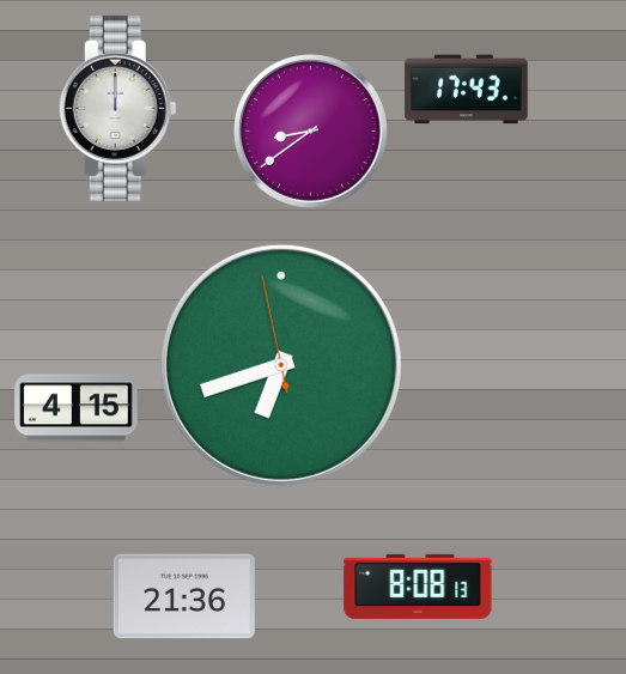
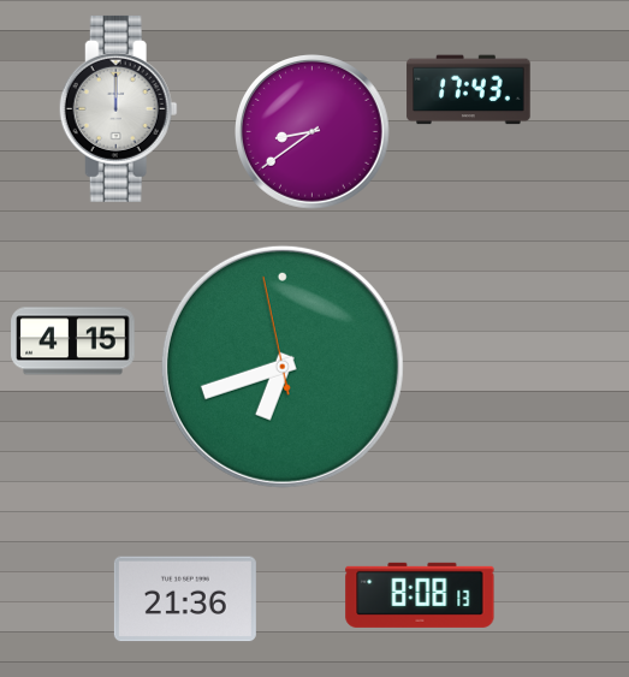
clock at (77, 408) position: (77, 408) -> (73, 342)
clock at (418, 587) position: (418, 587) -> (420, 595)
